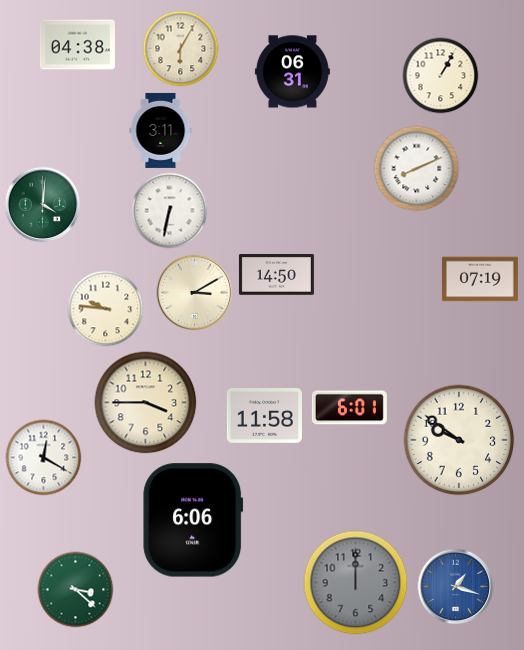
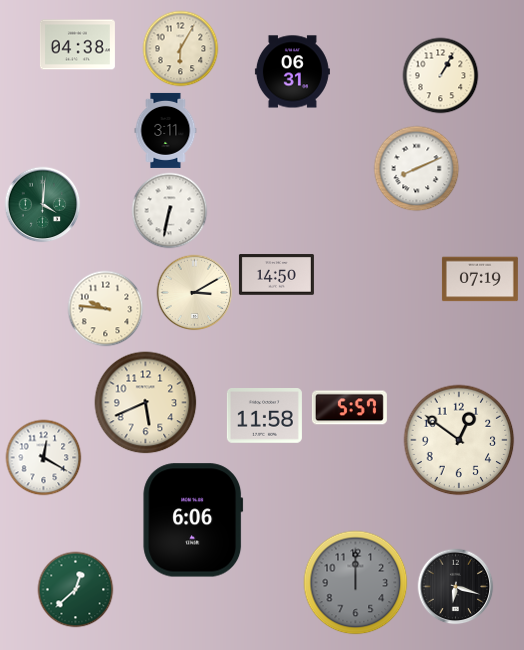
clock at (161, 130) position: (161, 130) -> (166, 130)
clock at (146, 403): 3:45 -> 5:41
clock at (349, 408): 6:01 -> 5:57
clock at (459, 440): 9:51 -> 12:51
clock at (456, 587): 1:18 -> 6:18
clock at (456, 587) dial: blue -> black
clock at (76, 590): 3:22 -> 12:38
